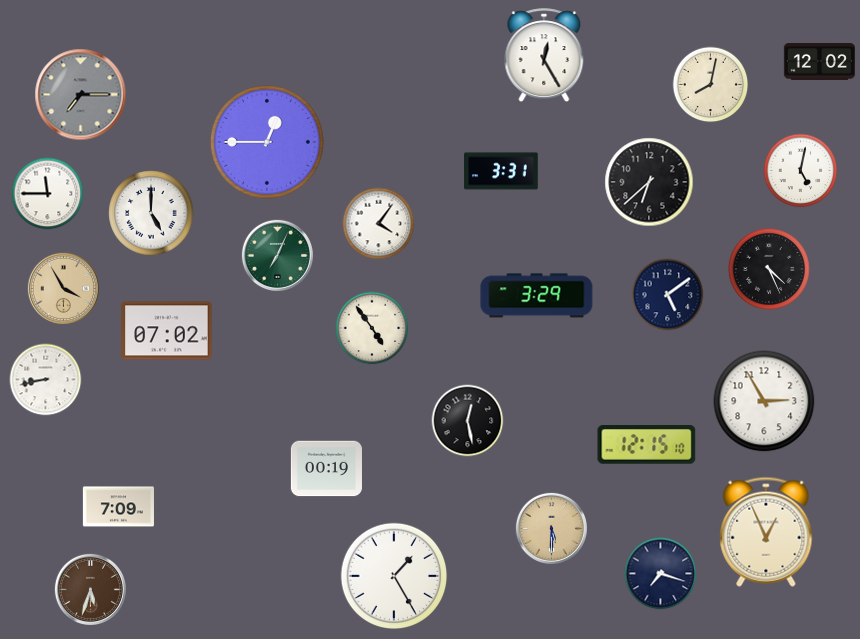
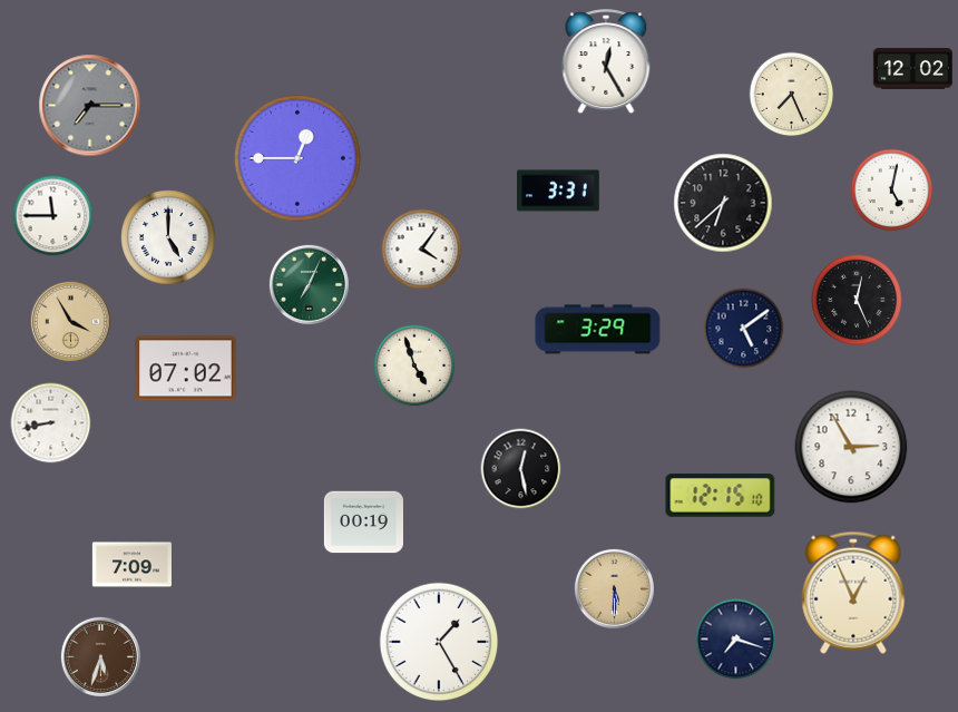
clock at (711, 85): 8:02 -> 7:26
clock at (769, 269): 4:26 -> 12:26
clock at (372, 328): 4:54 -> 4:57
